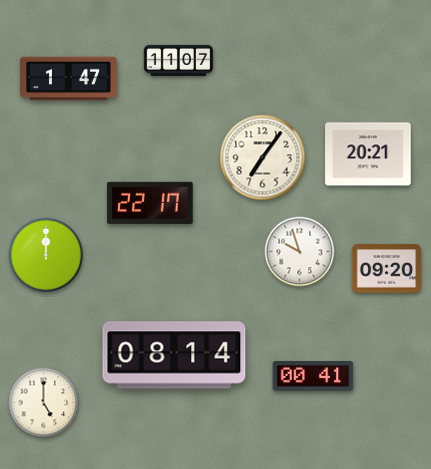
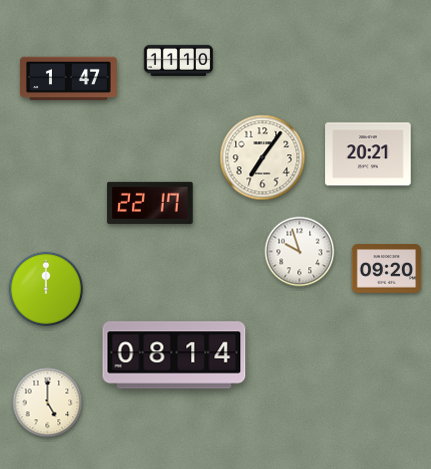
clock at (179, 60): 11:07 -> 11:10
clock at (45, 254) position: (45, 254) -> (45, 288)
clock at (313, 377): 00:41 -> none
clock at (44, 403) position: (44, 403) -> (48, 403)
